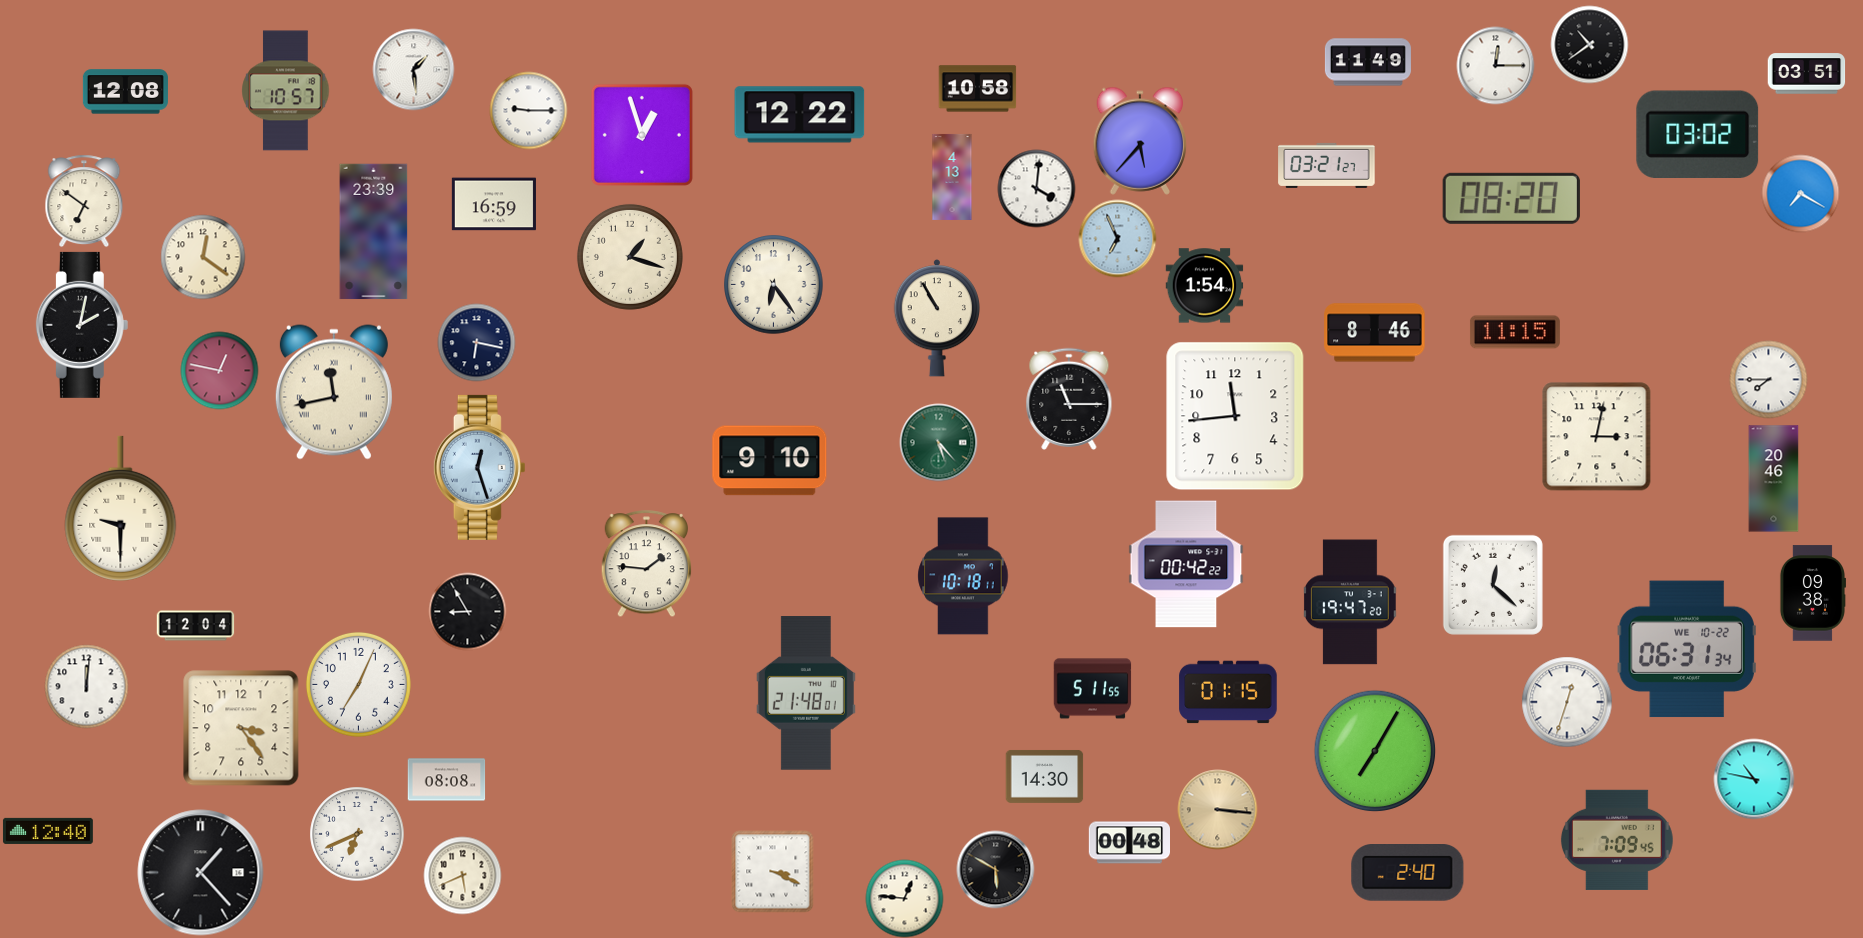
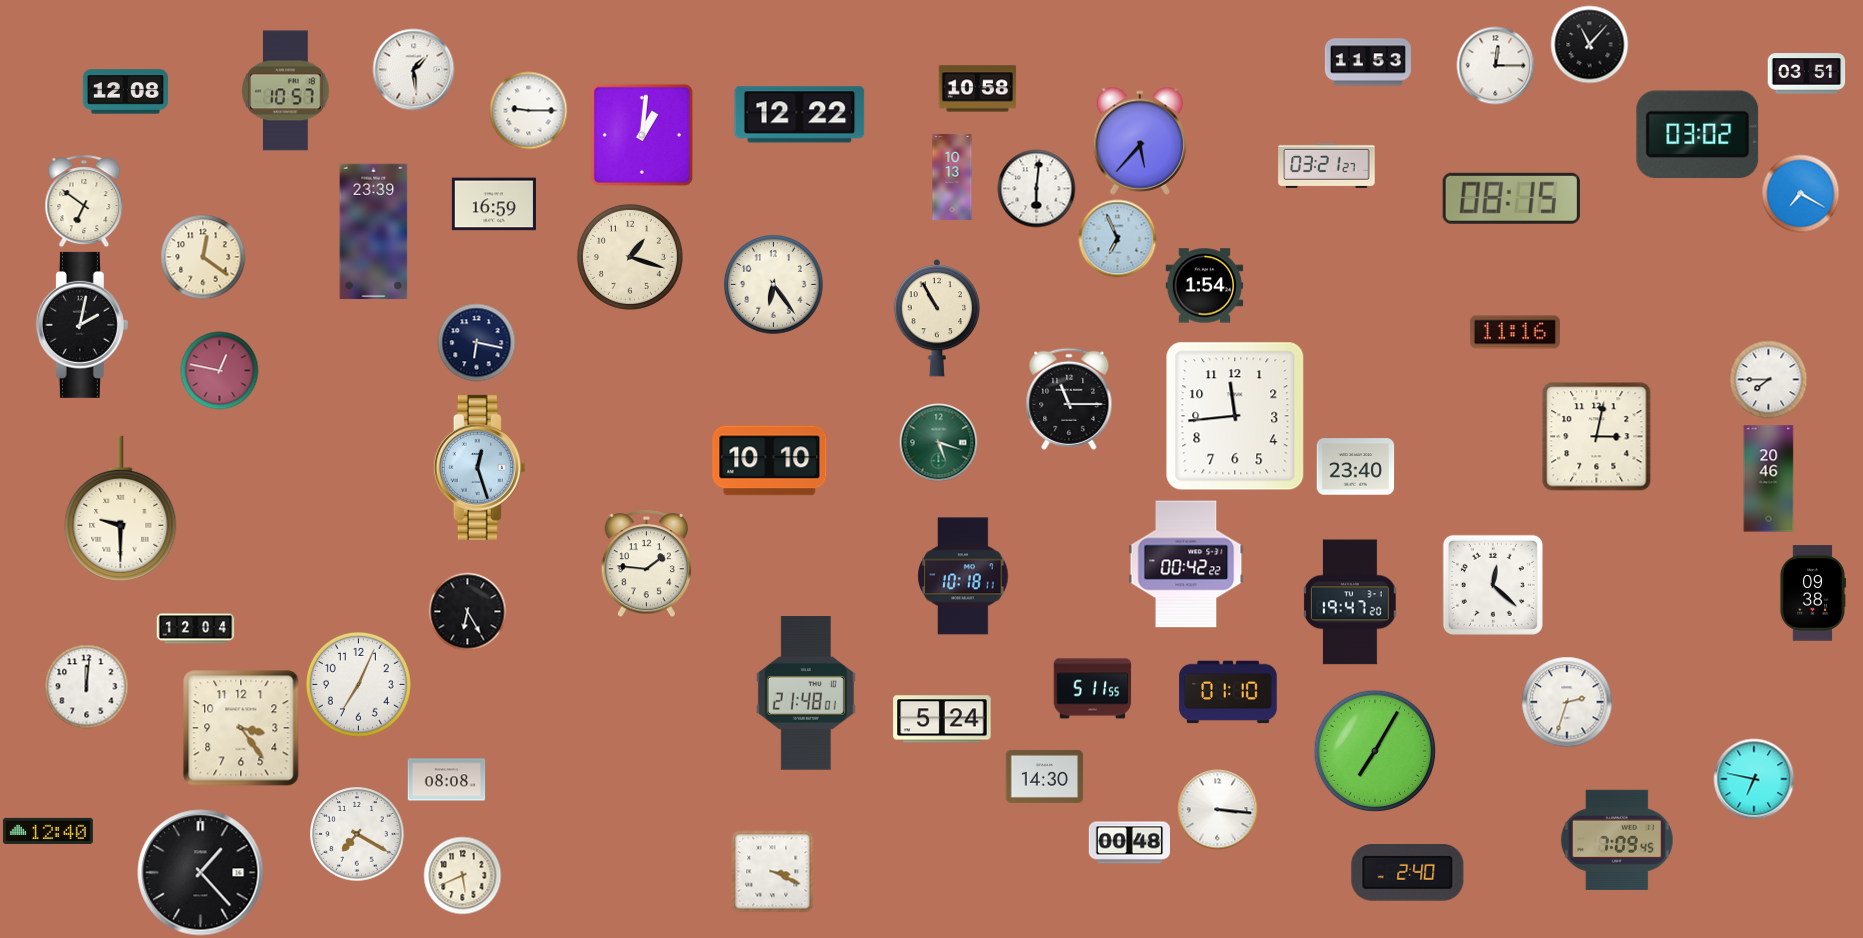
clock at (1589, 44): 10:39 -> 11:07
clock at (1368, 62): 11:49 -> 11:53
clock at (642, 135): 12:57 -> 1:01
clock at (952, 177): 4:13 -> 10:13
clock at (1036, 188): 4:01 -> 6:01
clock at (1511, 198): 08:20 -> 08:15
clock at (1515, 332): 11:15 -> 11:16
clock at (1375, 333): 8:46 -> none
clock at (334, 392): 11:43 -> none
clock at (938, 442): 5:23 -> 5:18
clock at (770, 461): 9:10 -> 10:10
clock at (1355, 467): none -> 23:40
clock at (1774, 479) position: (1774, 479) -> (1769, 479)
clock at (467, 611): 8:55 -> 6:25
clock at (195, 626) position: (195, 626) -> (195, 629)
clock at (1687, 649): 06:31 -> none
clock at (1228, 692): 01:15 -> 01:10
clock at (1567, 702): 12:33 -> 2:33
clock at (942, 719): none -> 5:24
clock at (1754, 779): 10:47 -> 6:47
clock at (1217, 809) dial: champagne -> white
clock at (357, 834): 6:41 -> 7:20
clock at (995, 869): 5:50 -> none
clock at (904, 898): 12:46 -> none
